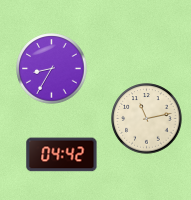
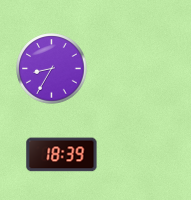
clock at (147, 119): 11:13 -> none
clock at (62, 155): 04:42 -> 18:39
